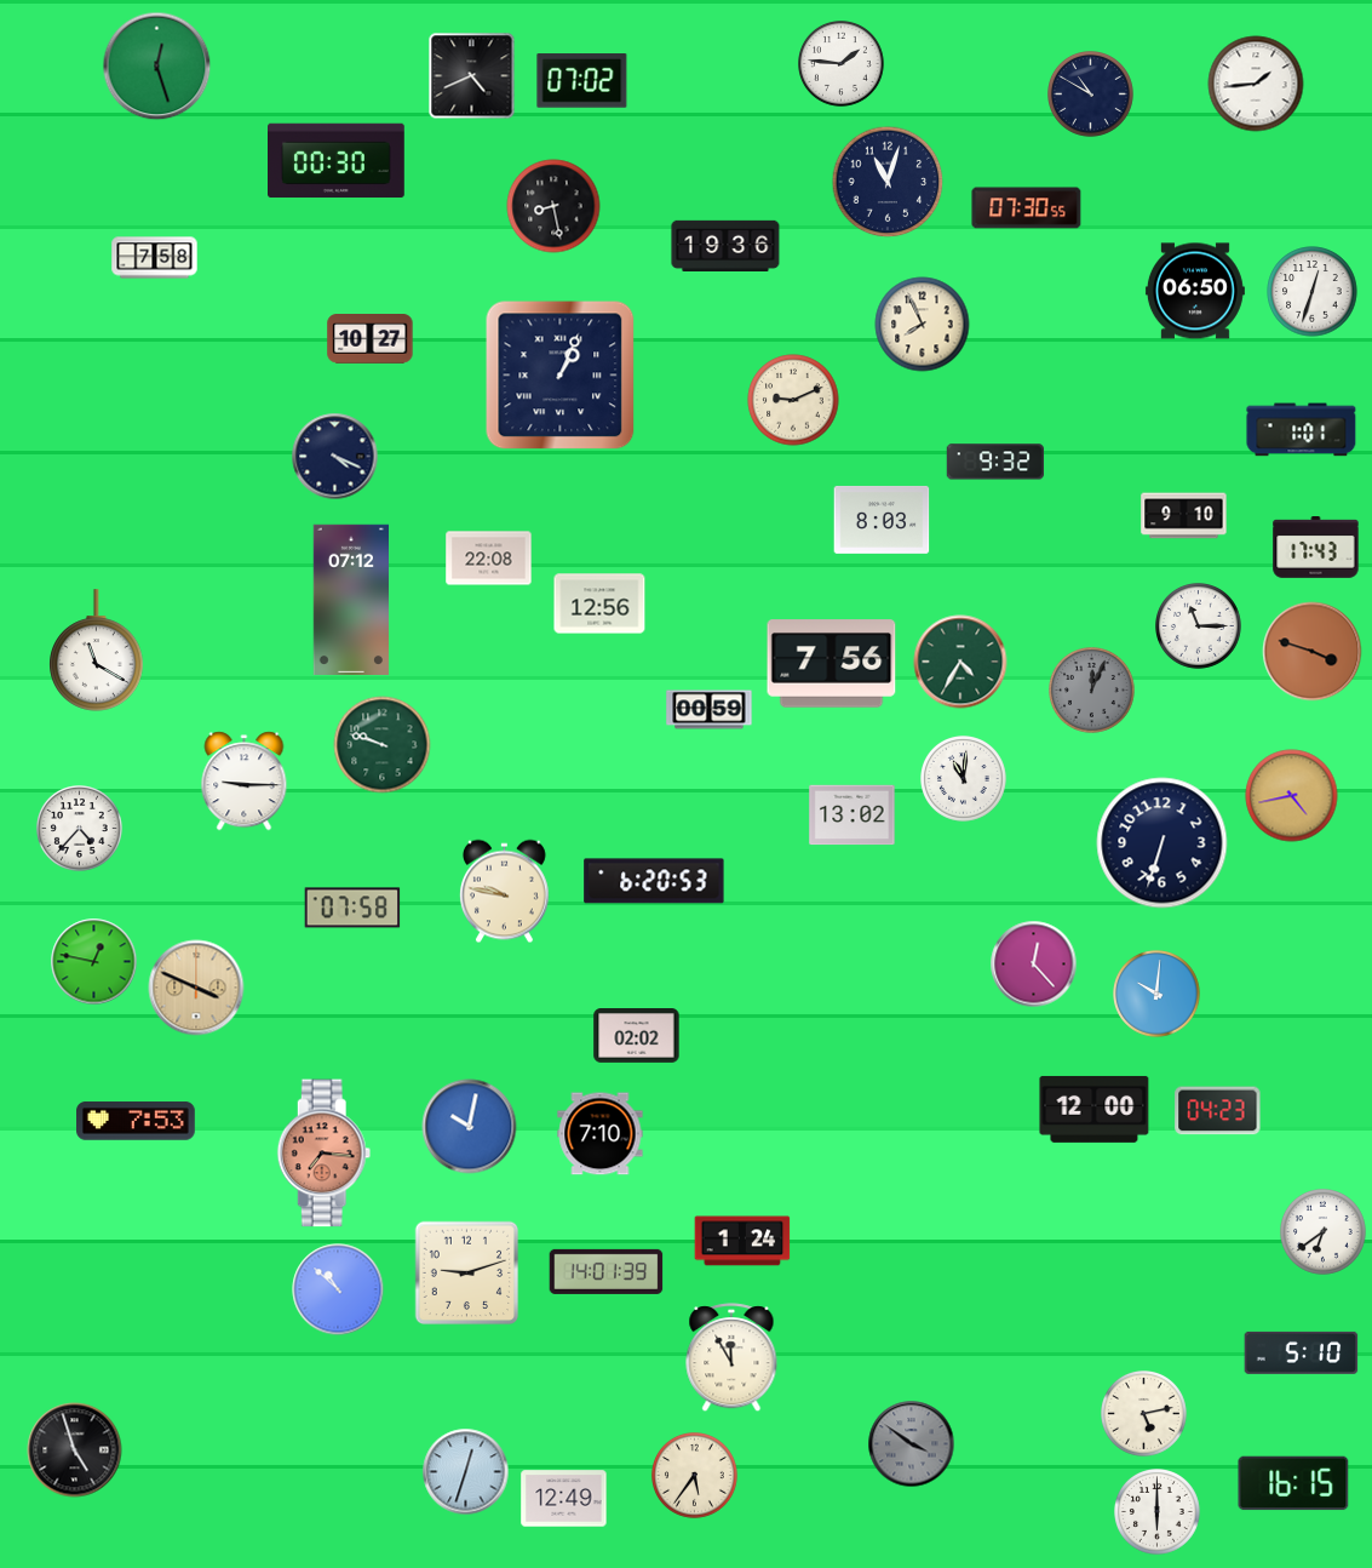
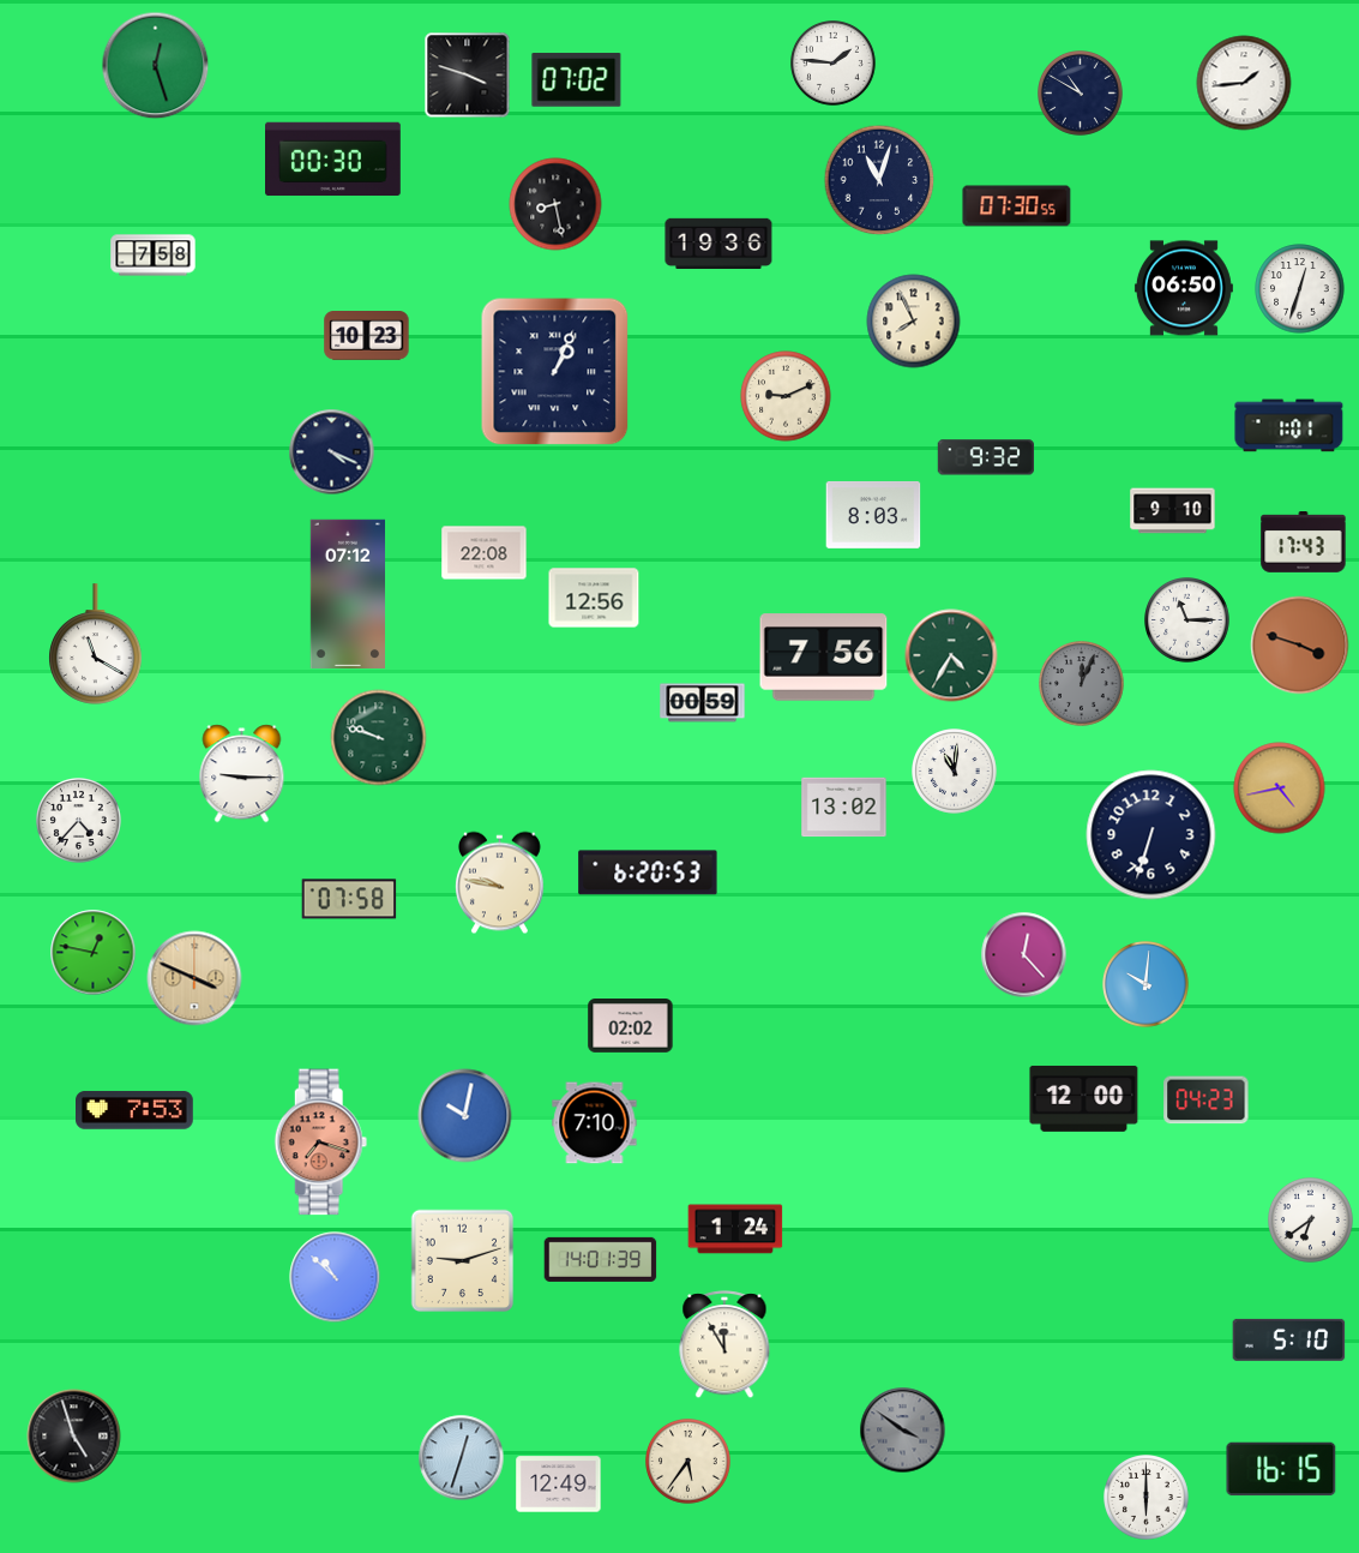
clock at (472, 76): 4:41 -> 3:48
clock at (553, 206) position: (553, 206) -> (555, 204)
clock at (371, 339): 10:27 -> 10:23
clock at (325, 1154): 7:16 -> 7:18
clock at (1144, 1414): 5:13 -> none
